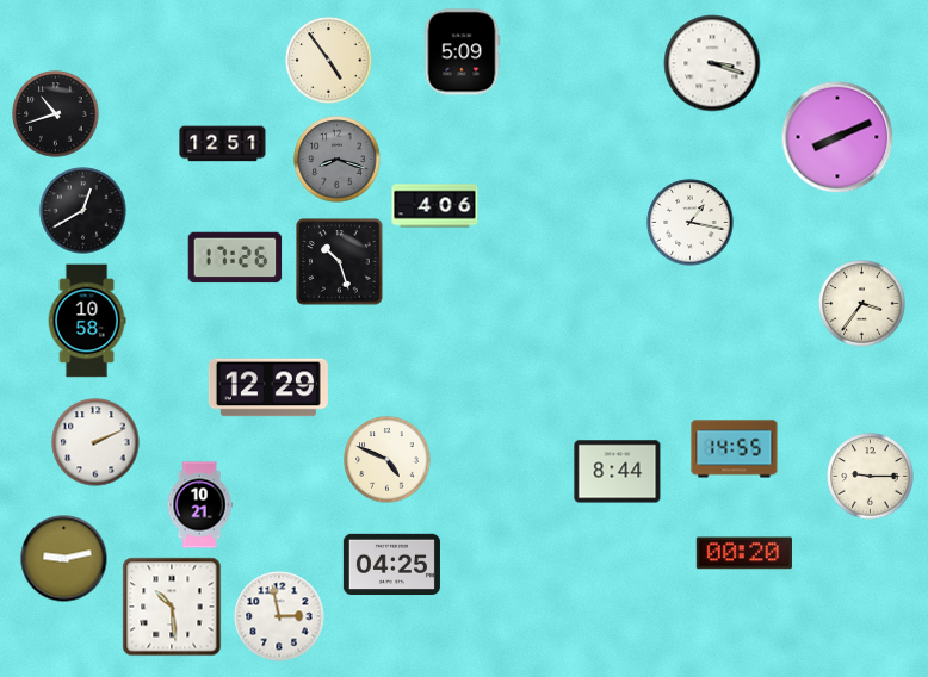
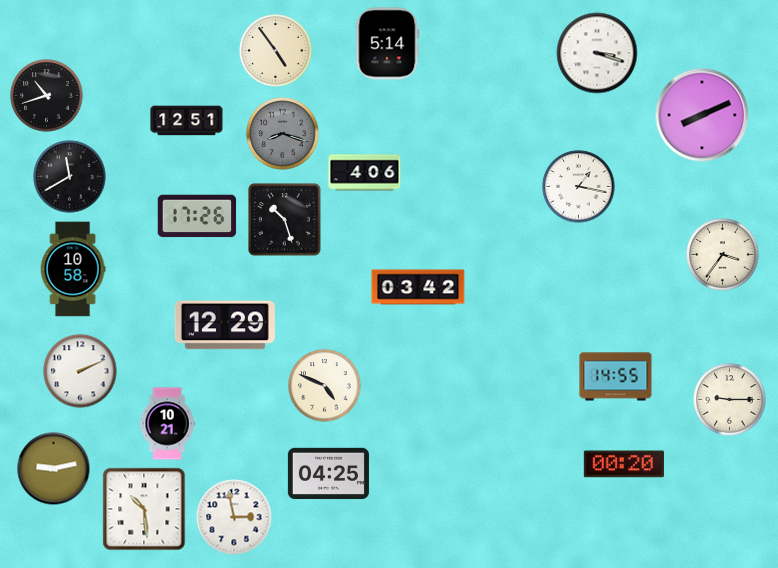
clock at (463, 52): 5:09 -> 5:14
clock at (83, 211): 12:40 -> 11:40
clock at (418, 287): none -> 03:42
clock at (618, 472): 8:44 -> none
